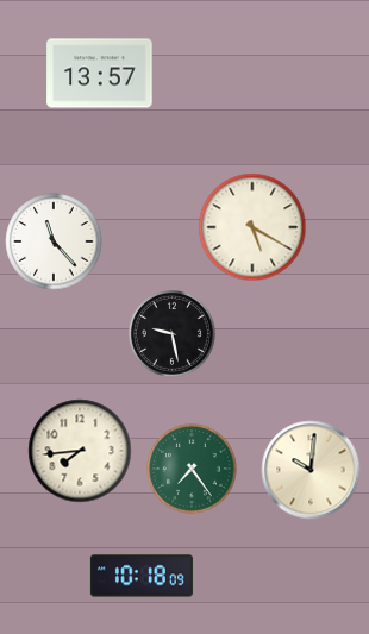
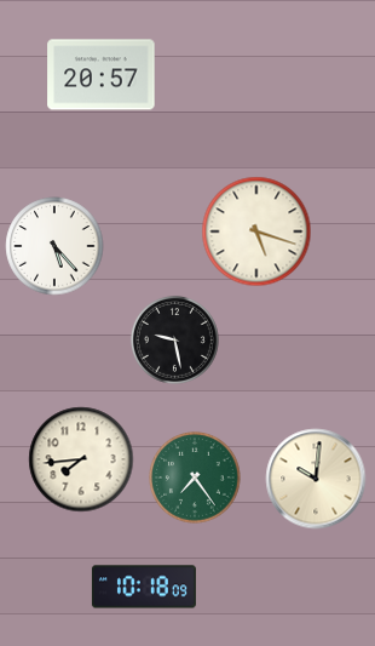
clock at (100, 74): 13:57 -> 20:57
clock at (252, 227): 5:20 -> 5:18
clock at (54, 241): 11:23 -> 5:23
